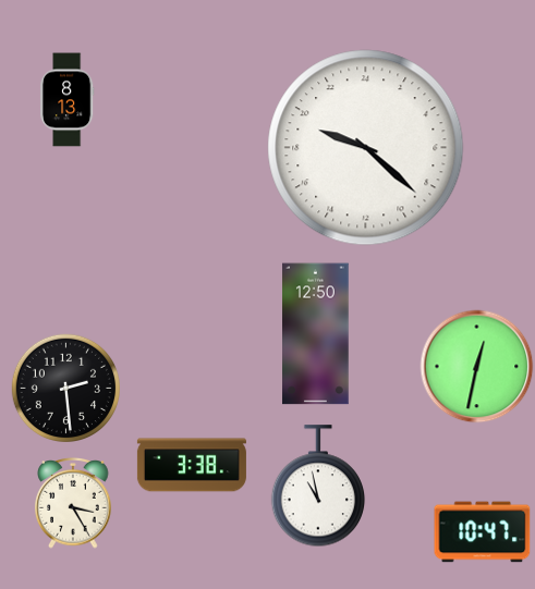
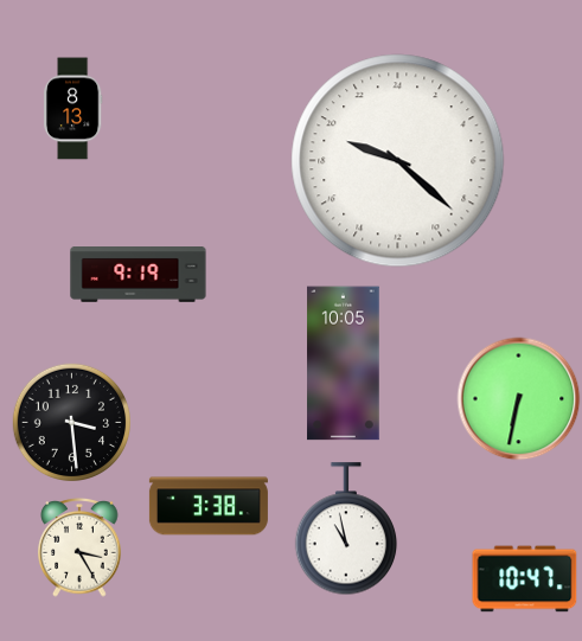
clock at (139, 275): none -> 9:19
clock at (316, 334): 12:50 -> 10:05
clock at (477, 367): 12:32 -> 6:32
clock at (65, 388): 2:29 -> 3:29
